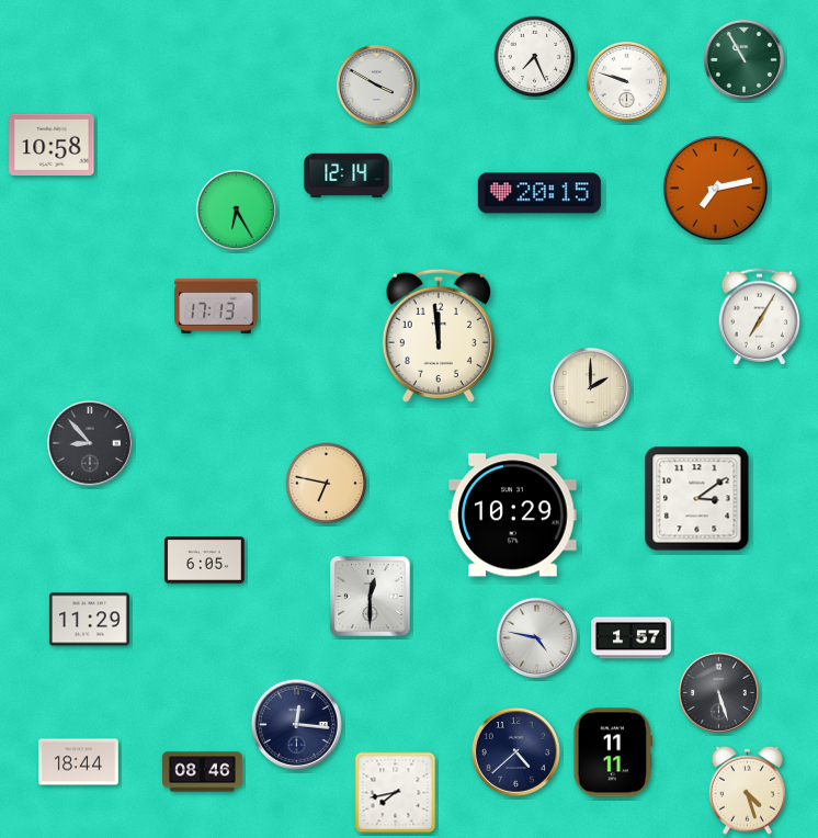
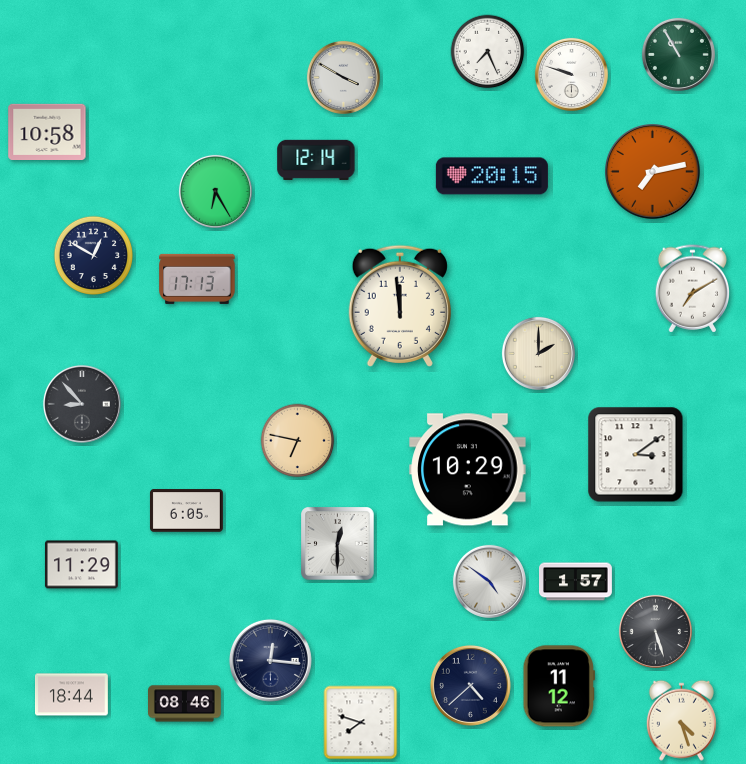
clock at (94, 256): none -> 12:50
clock at (760, 317): 7:05 -> 7:10
clock at (536, 637): 4:47 -> 4:51
clock at (613, 752): 11:11 -> 11:12
clock at (396, 793): 7:43 -> 7:48
